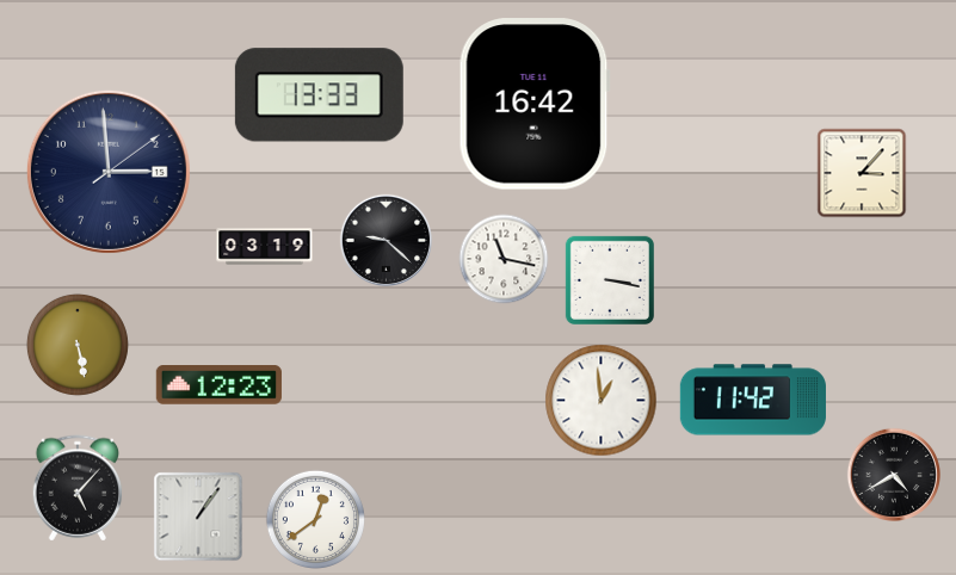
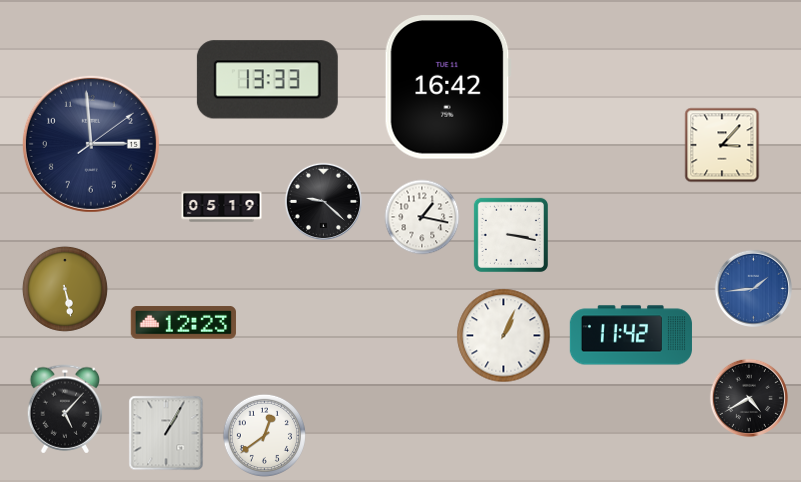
clock at (265, 247): 03:19 -> 05:19
clock at (504, 259): 11:17 -> 1:17
clock at (753, 288): none -> 1:44
clock at (602, 401): 12:59 -> 1:04
clock at (198, 517): 1:06 -> 1:05
